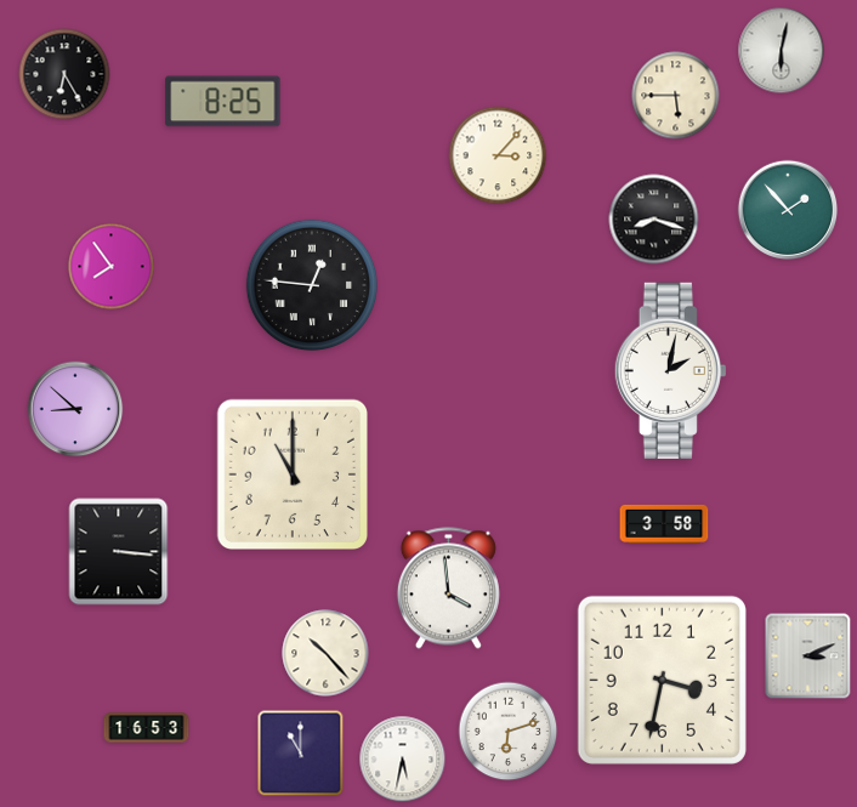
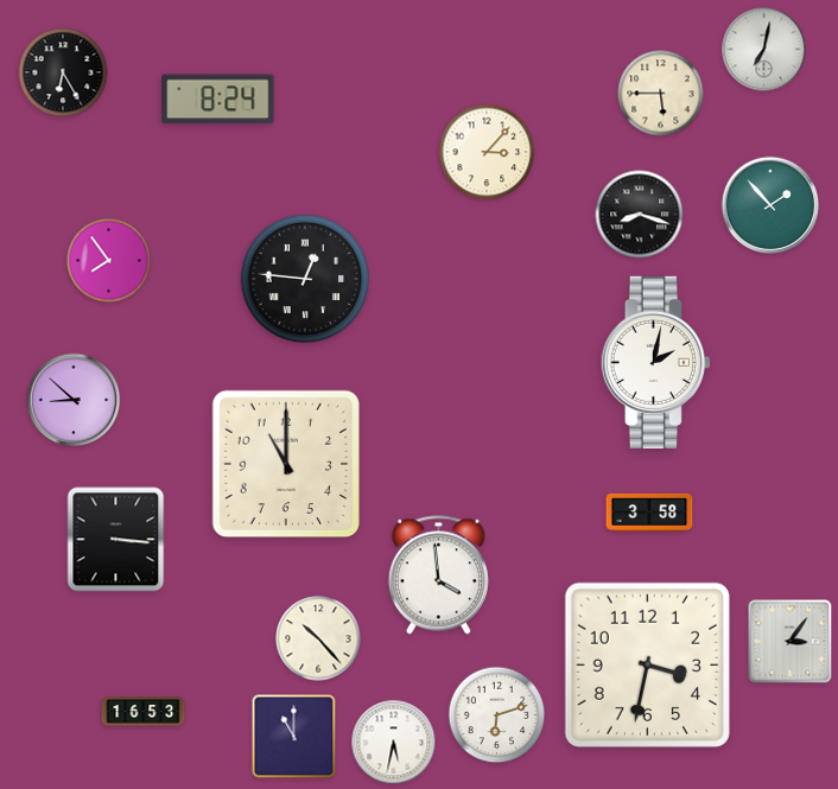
clock at (782, 51): 6:02 -> 7:02
clock at (223, 102): 8:25 -> 8:24
clock at (808, 657): 3:11 -> 3:06
